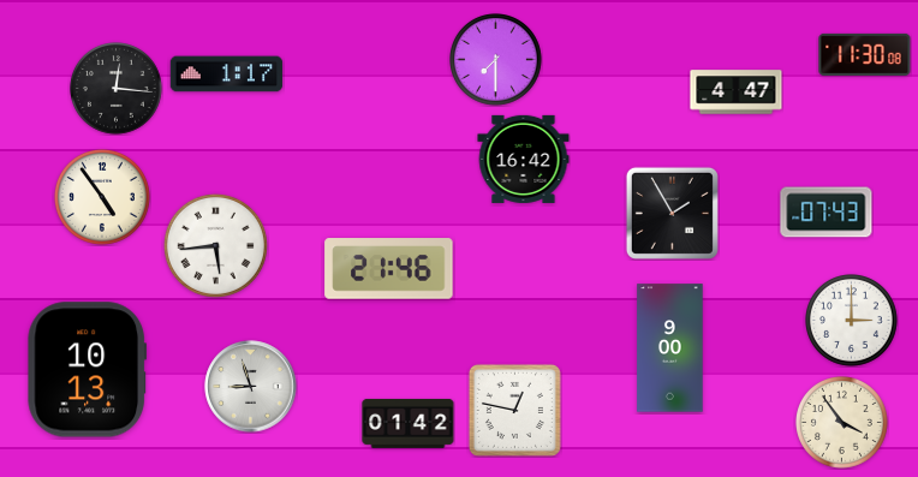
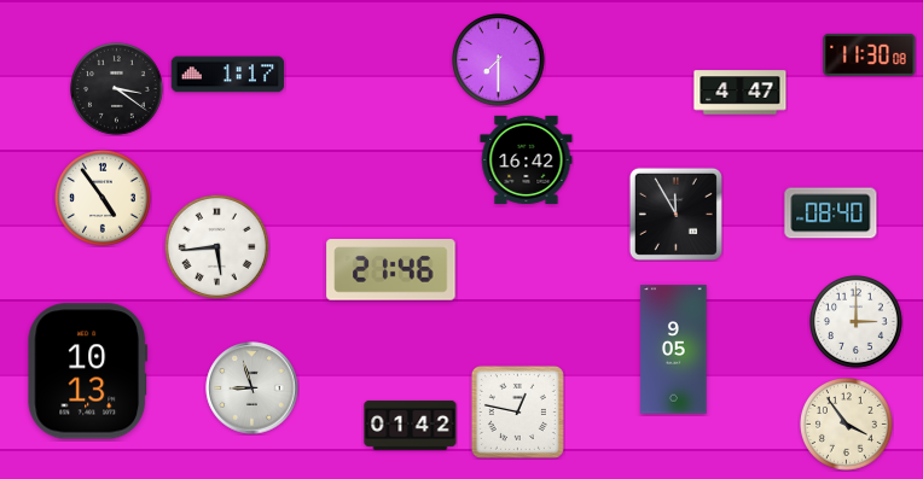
clock at (117, 89): 12:16 -> 3:21
clock at (672, 213): 1:55 -> 11:55
clock at (827, 213): 07:43 -> 08:40
clock at (670, 348): 9:00 -> 9:05
